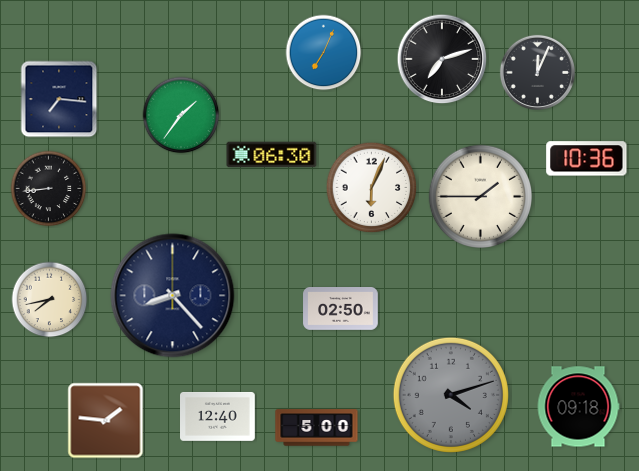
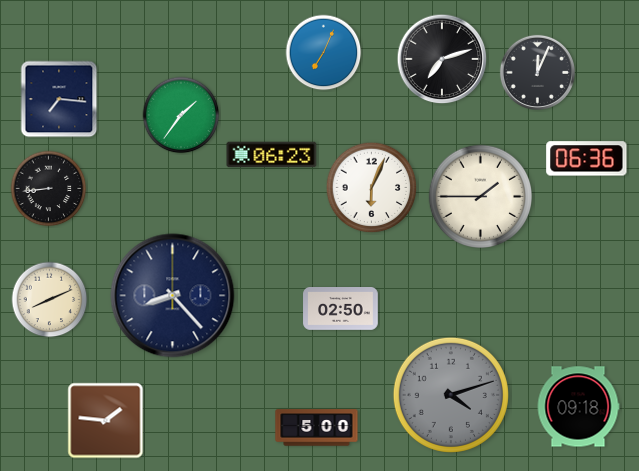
clock at (272, 155): 06:30 -> 06:23
clock at (587, 159): 10:36 -> 06:36
clock at (50, 300): 7:43 -> 8:11
clock at (218, 416): 12:40 -> none
